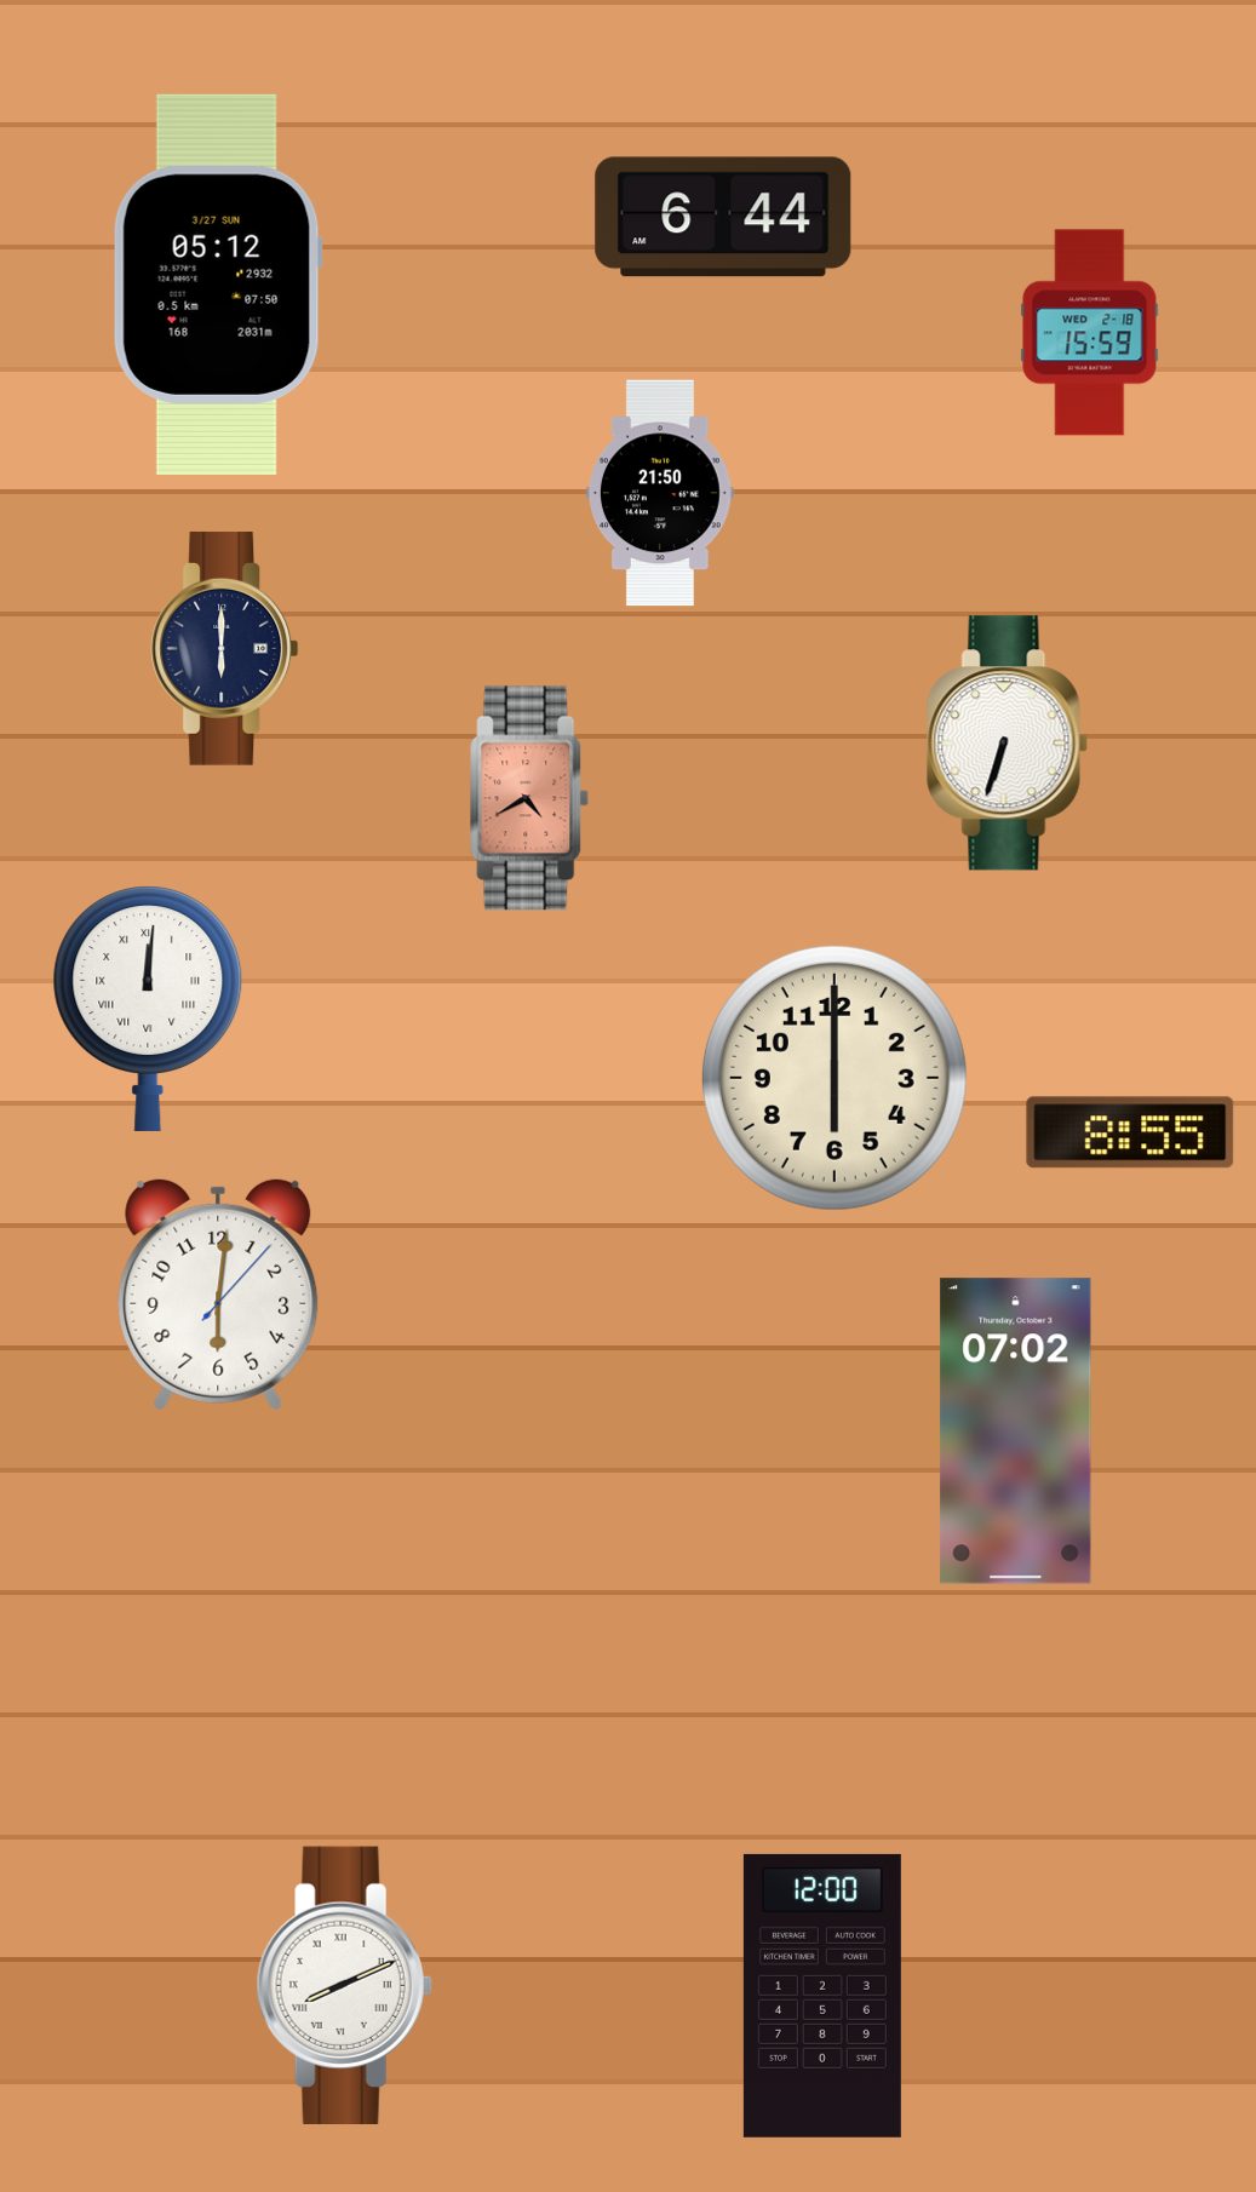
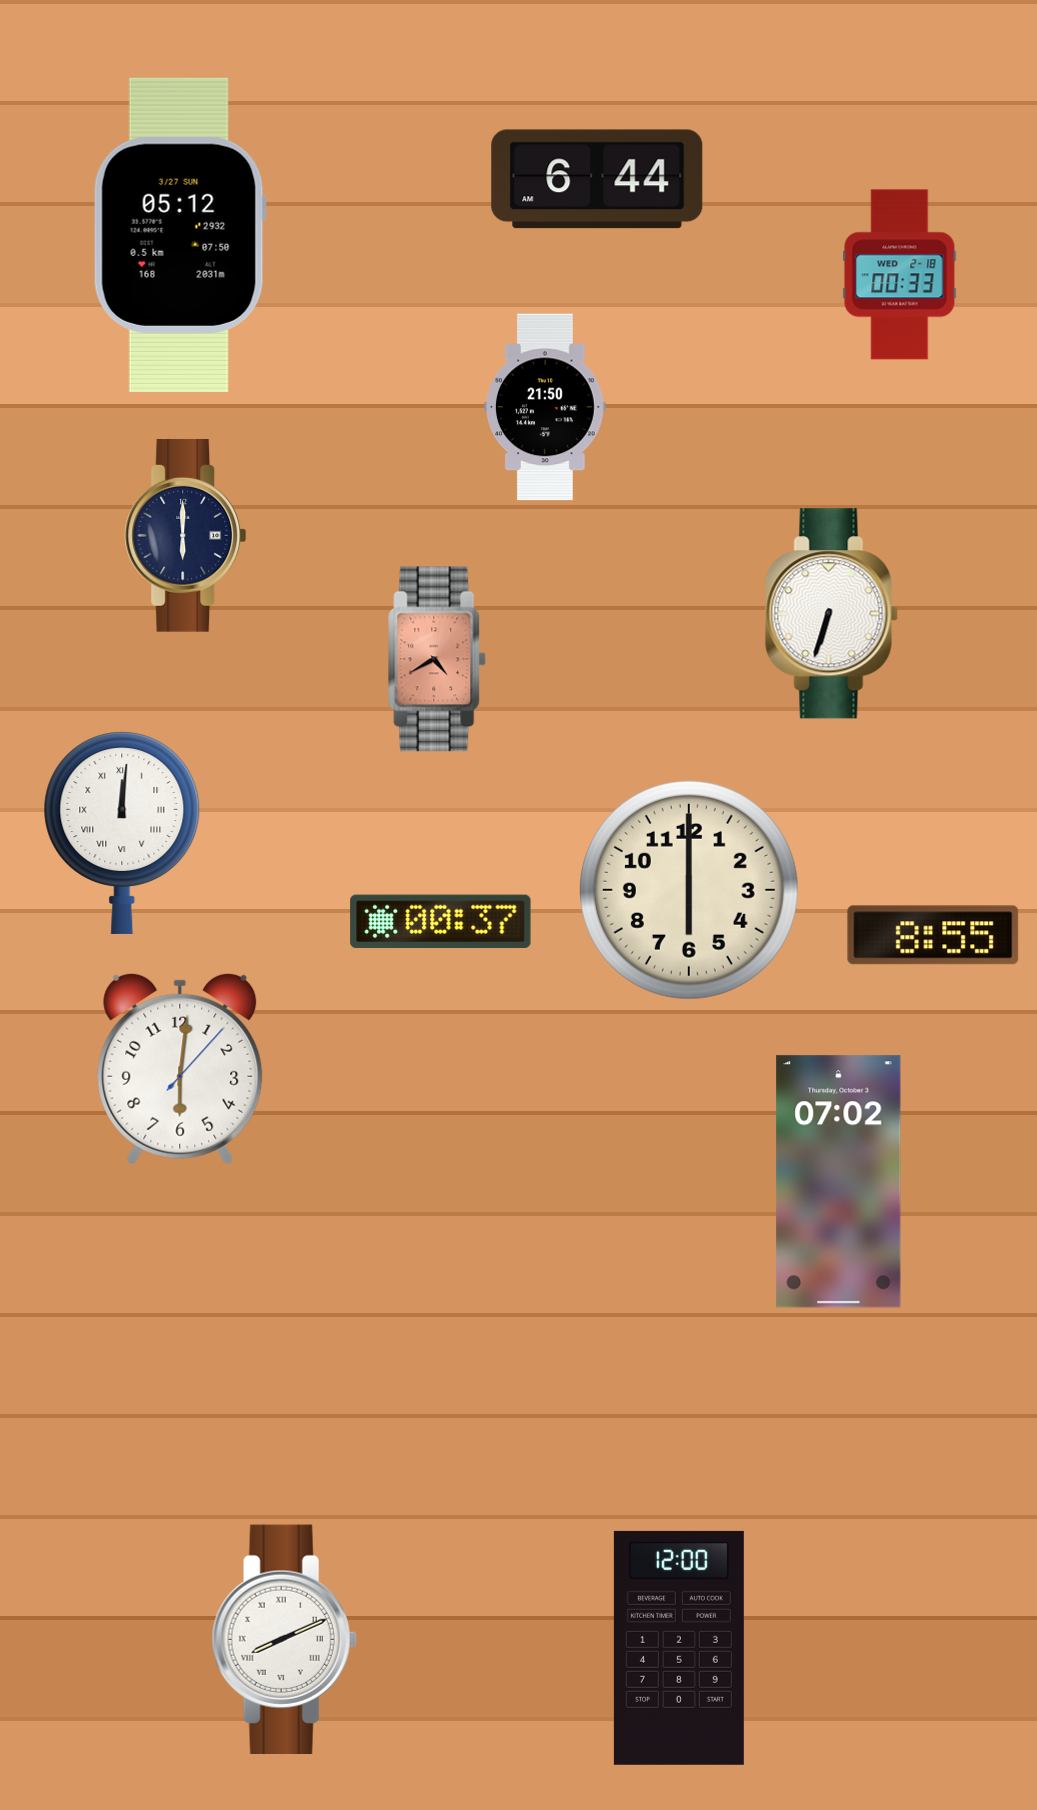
clock at (1090, 333): 15:59 -> 00:33
clock at (441, 922): none -> 00:37
